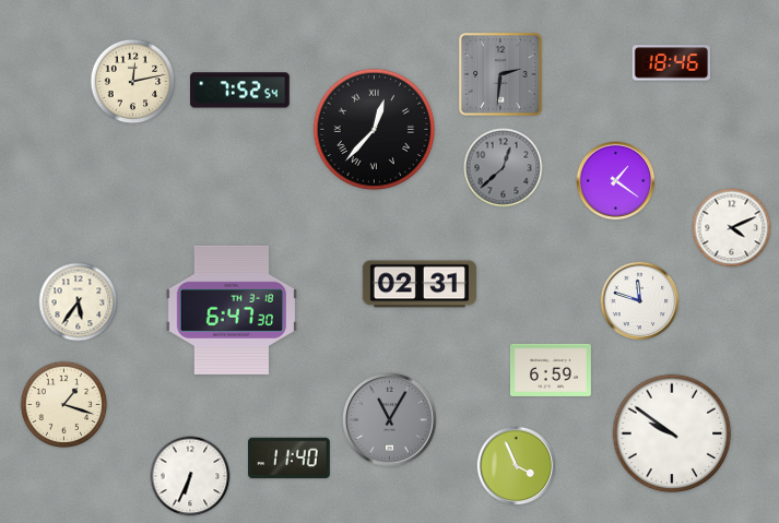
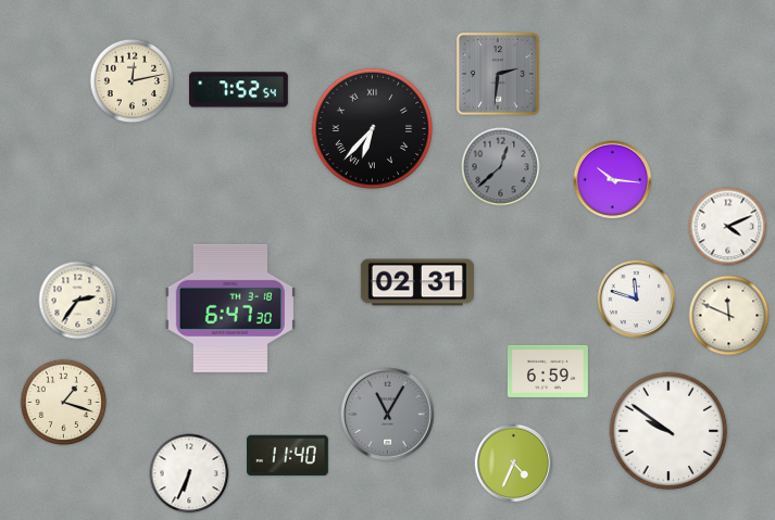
clock at (672, 63): 18:46 -> none
clock at (375, 130): 12:37 -> 6:37
clock at (616, 181): 1:21 -> 10:16
clock at (79, 302): 5:36 -> 2:36
clock at (729, 316): none -> 11:49
clock at (551, 370) position: (551, 370) -> (548, 371)
clock at (390, 420) position: (390, 420) -> (388, 415)
clock at (517, 466): 3:56 -> 4:34
